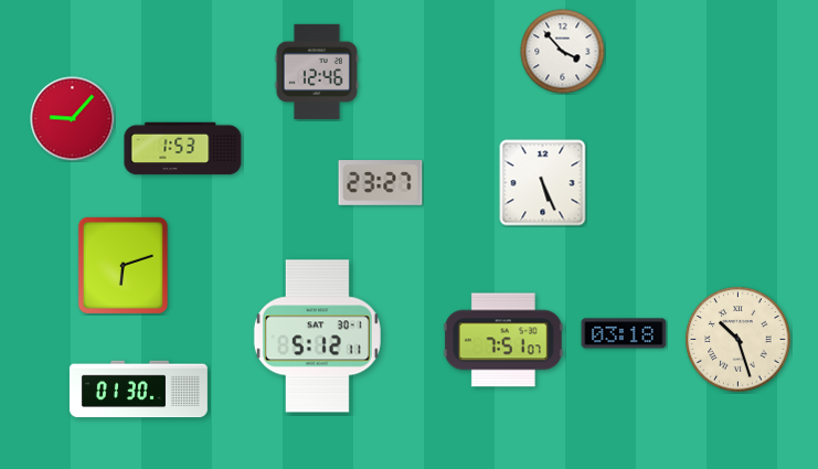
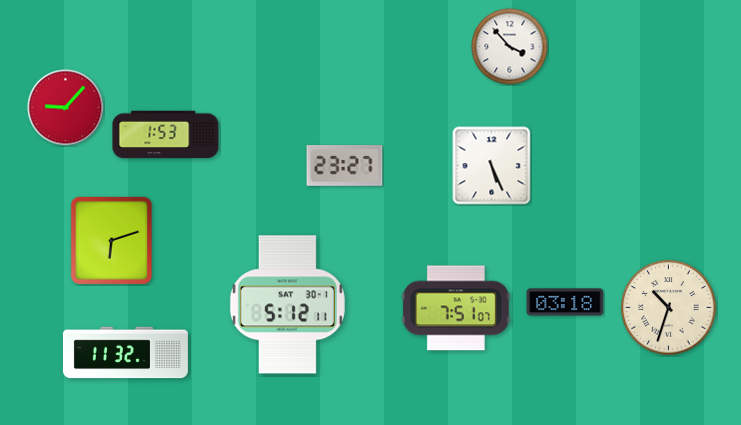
clock at (317, 72): 12:46 -> none
clock at (739, 340): 10:27 -> 10:33
clock at (138, 390): 01:30 -> 11:32
